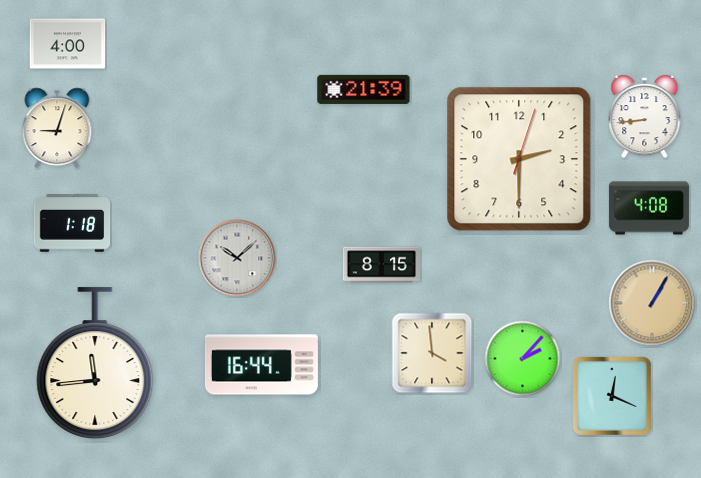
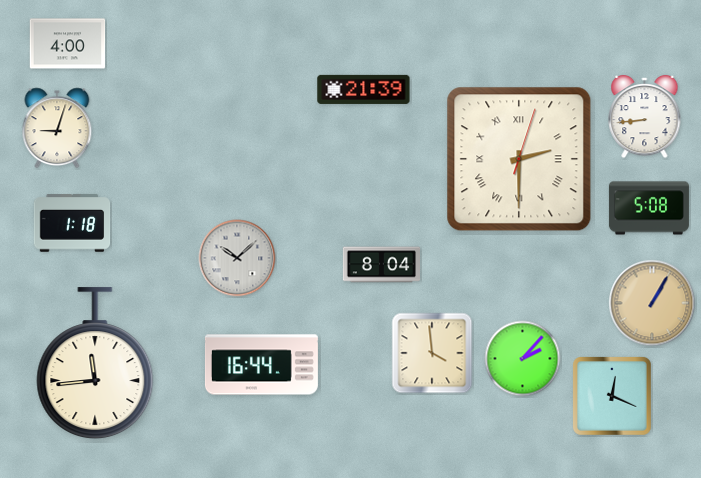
clock at (519, 159) numerals: Arabic -> Roman
clock at (649, 208): 4:08 -> 5:08
clock at (381, 265): 8:15 -> 8:04
